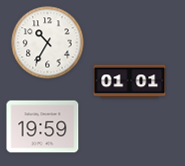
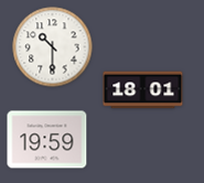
clock at (48, 43): 10:35 -> 10:30
clock at (130, 82): 01:01 -> 18:01
